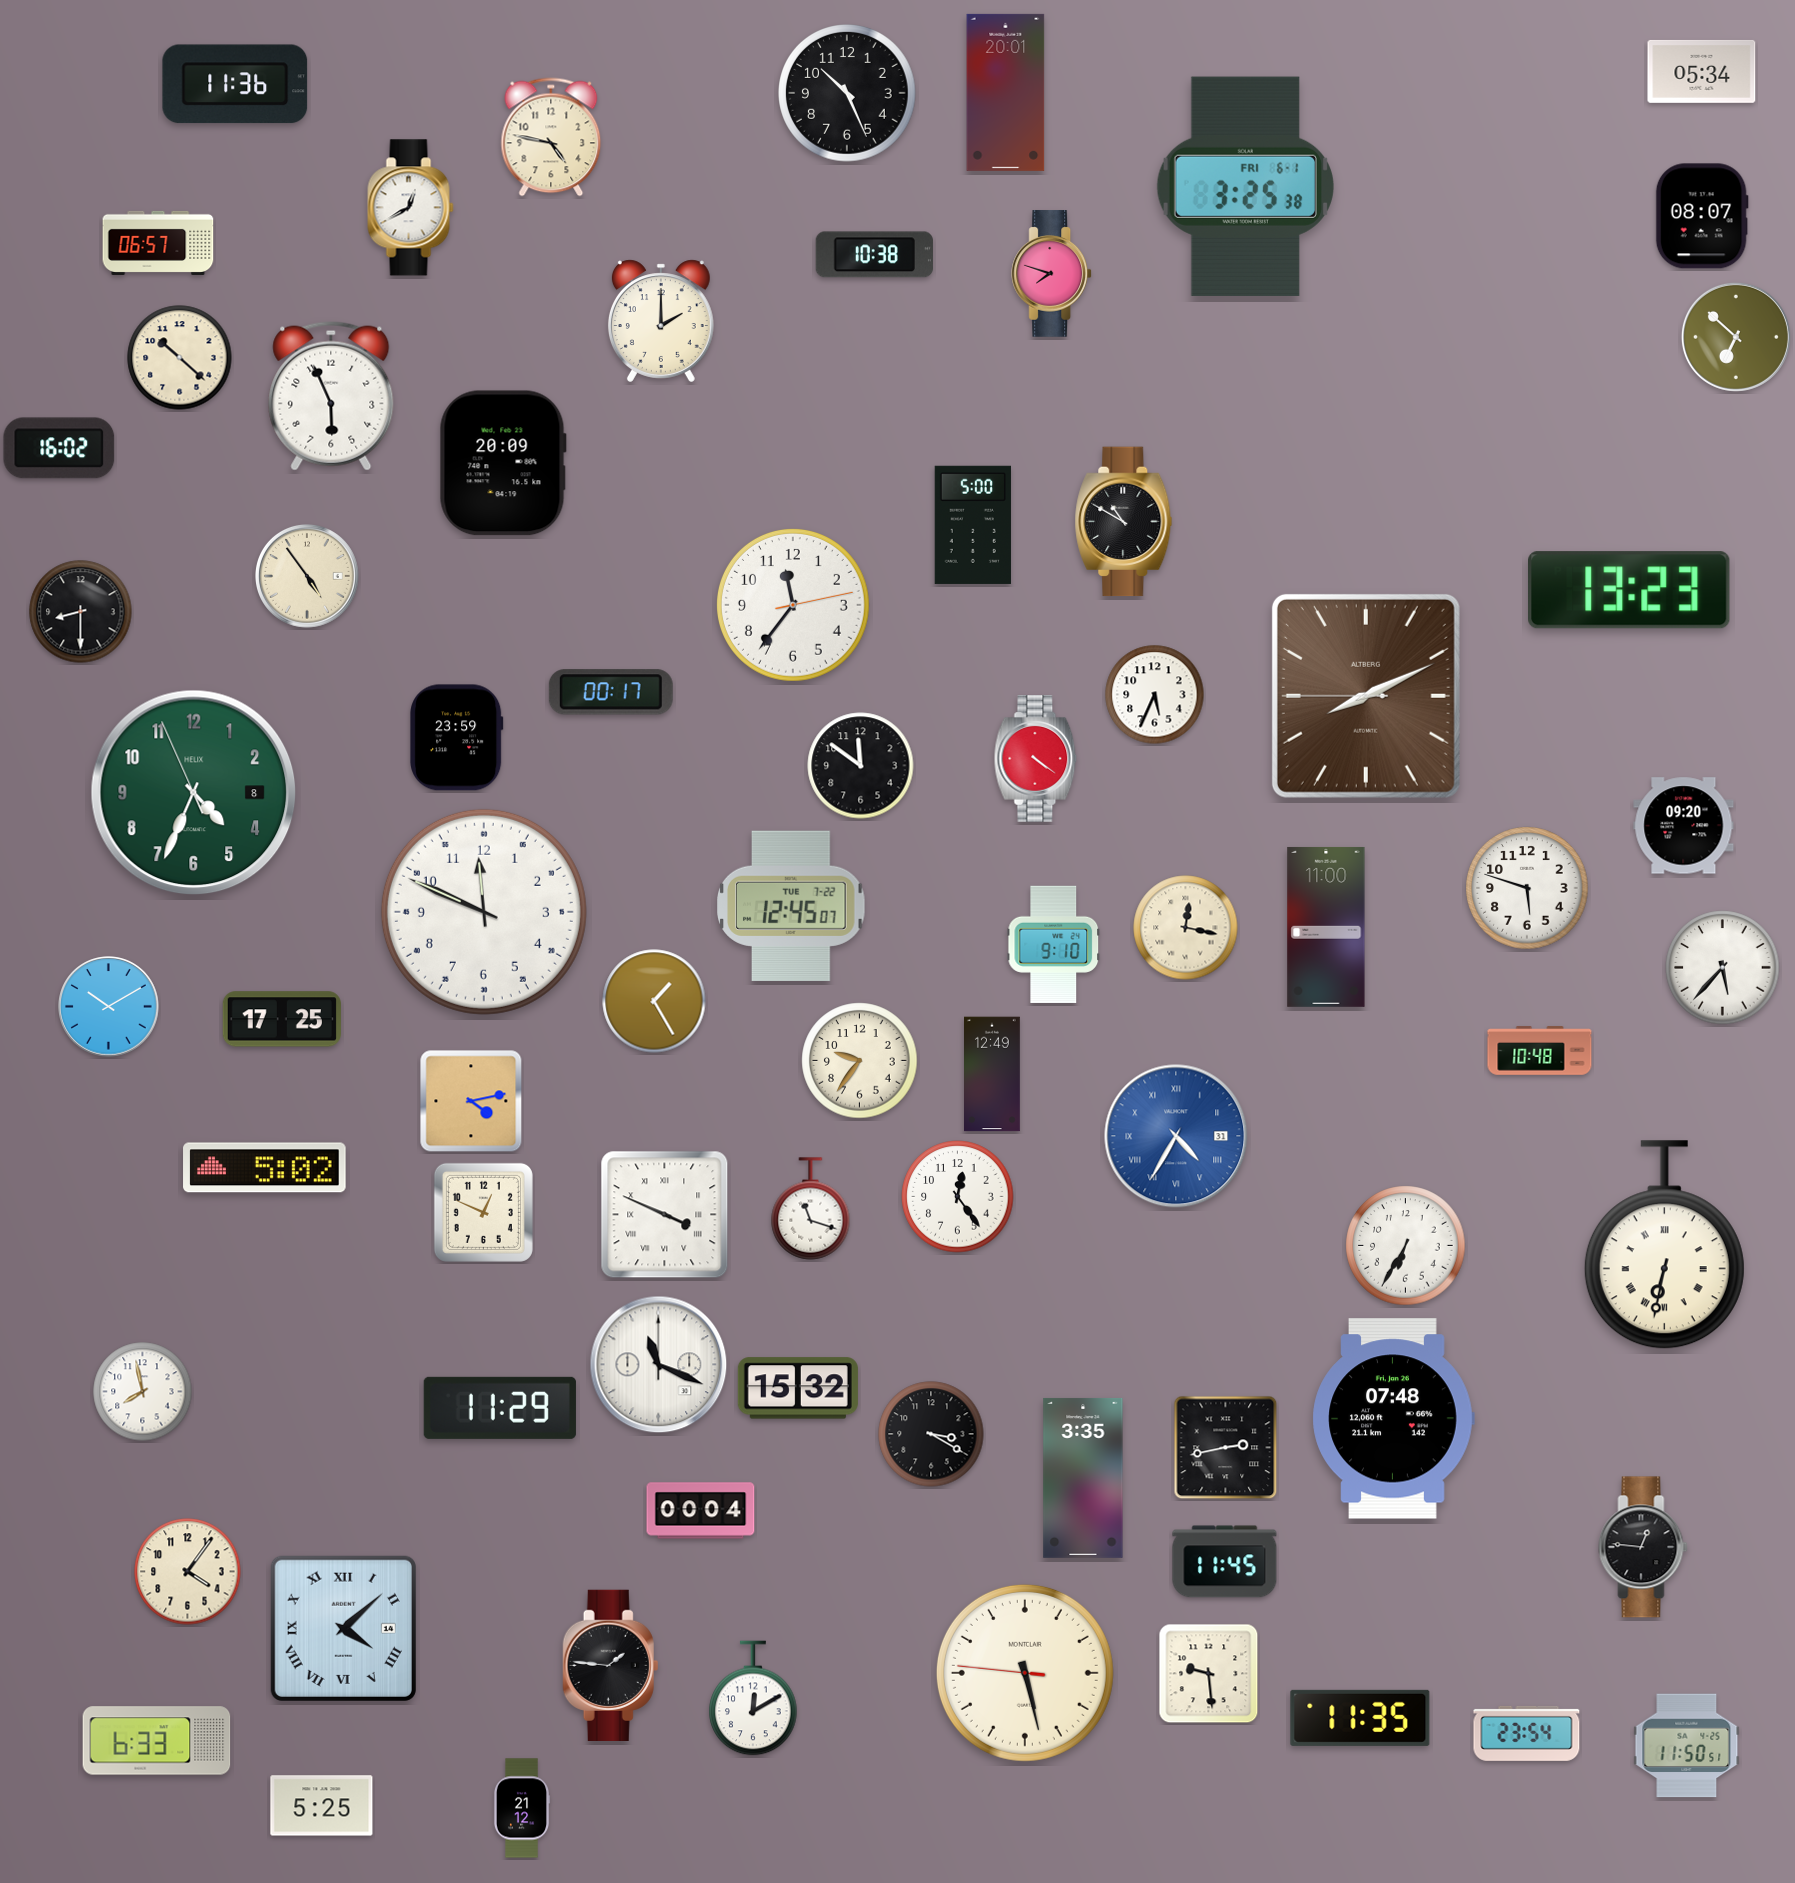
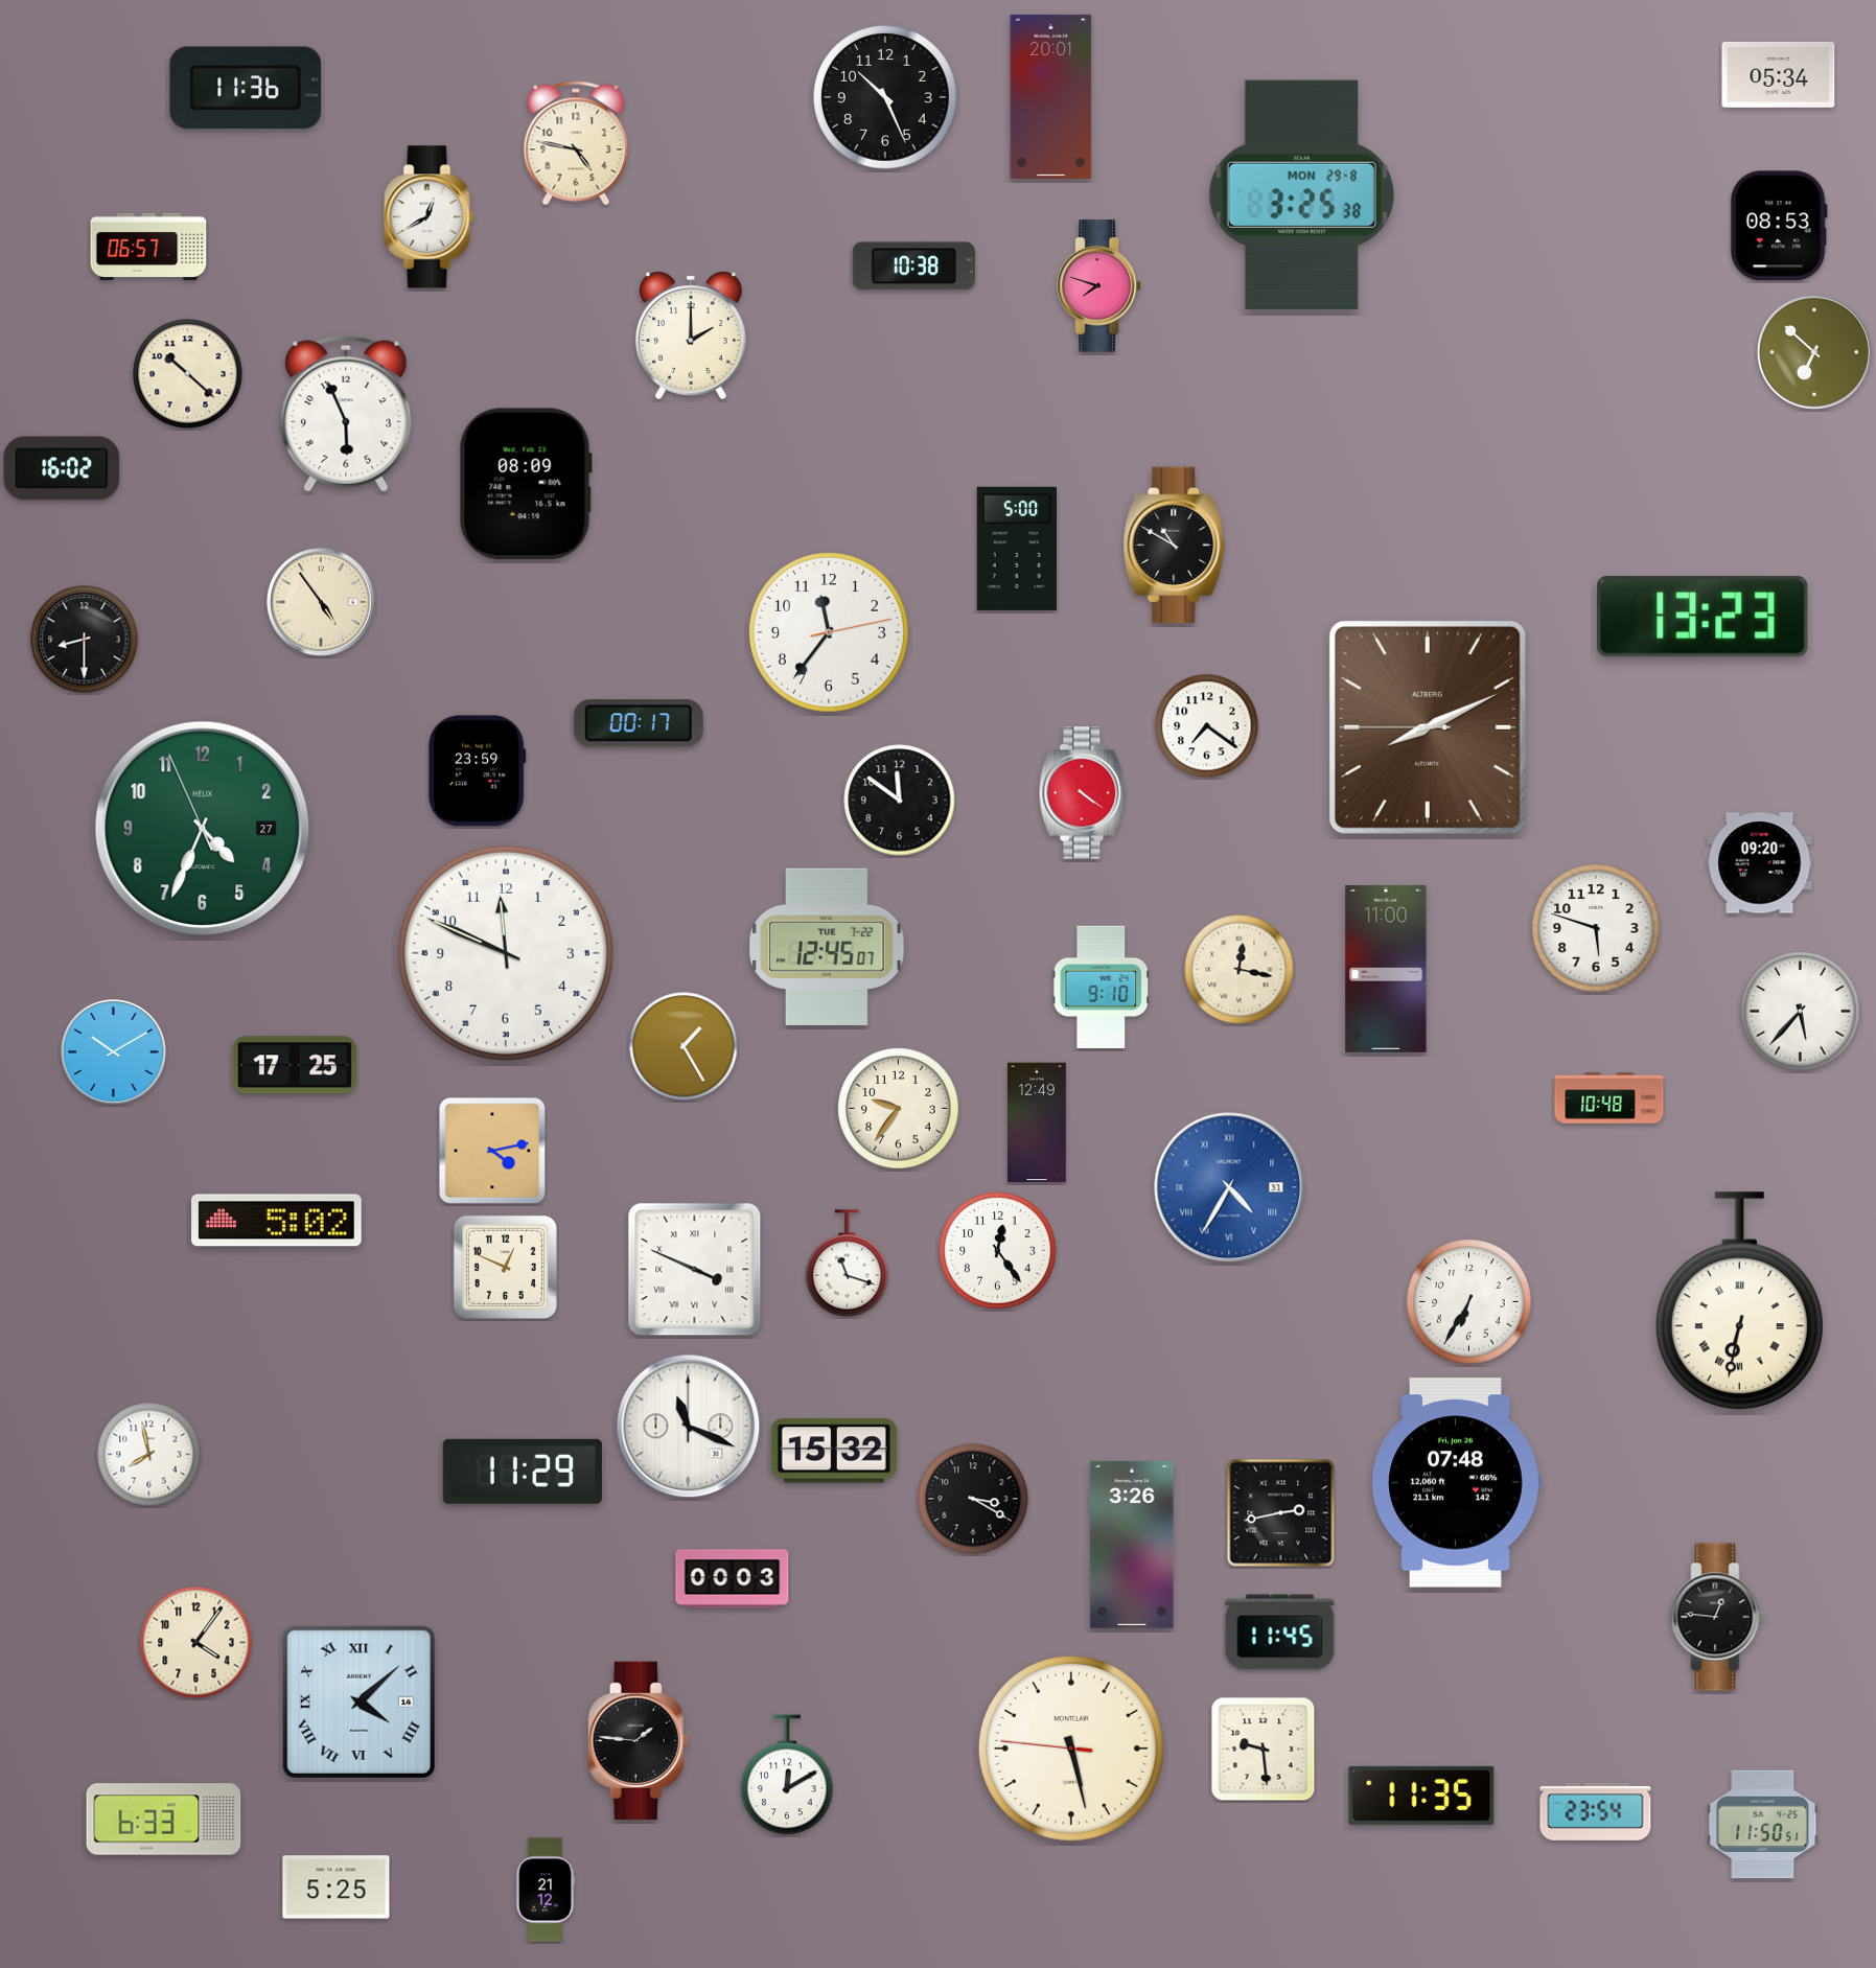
clock at (1245, 186) date: FRI 6-1 -> MON 29-8
clock at (1702, 216): 08:07 -> 08:53
clock at (158, 243) position: (158, 243) -> (148, 247)
clock at (503, 463): 20:09 -> 08:09
clock at (1155, 695): 5:34 -> 7:21
clock at (194, 793) date: 8 -> 27
clock at (958, 1197) position: (958, 1197) -> (998, 1251)
clock at (1083, 1478): 3:35 -> 3:26
clock at (701, 1511): 00:04 -> 00:03
